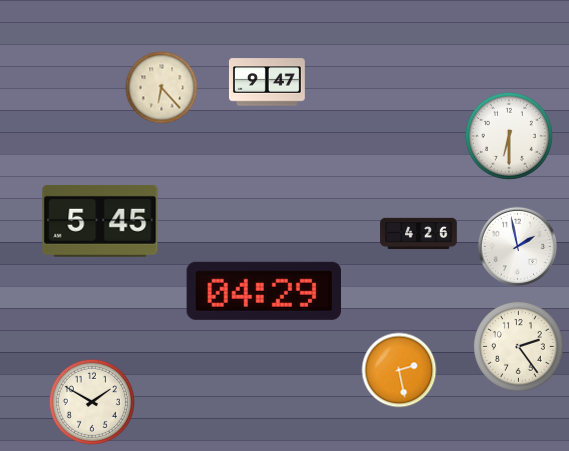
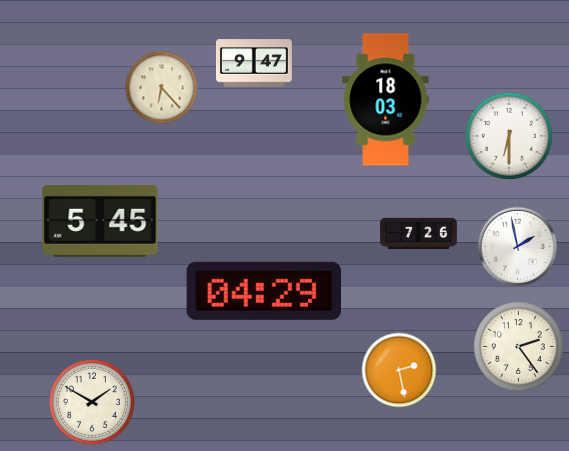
clock at (267, 82) position: (267, 82) -> (254, 63)
clock at (386, 100): none -> 18:03
clock at (419, 234): 4:26 -> 7:26
